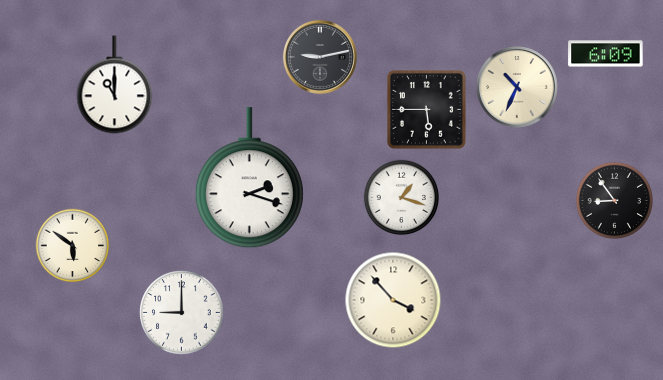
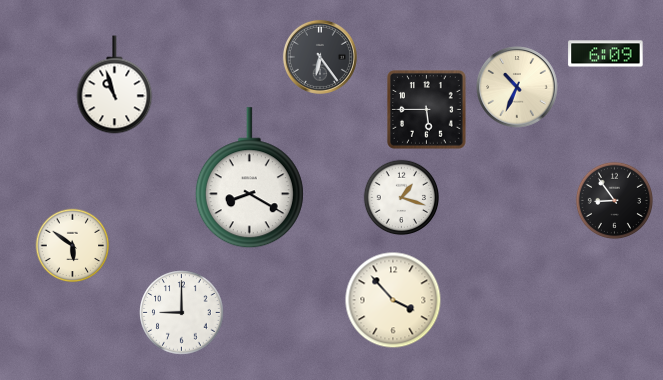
clock at (320, 57): 9:13 -> 6:24
clock at (115, 85): 11:00 -> 10:57
clock at (249, 178): 2:18 -> 8:20
